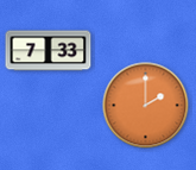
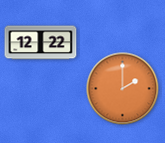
clock at (49, 51): 7:33 -> 12:22
